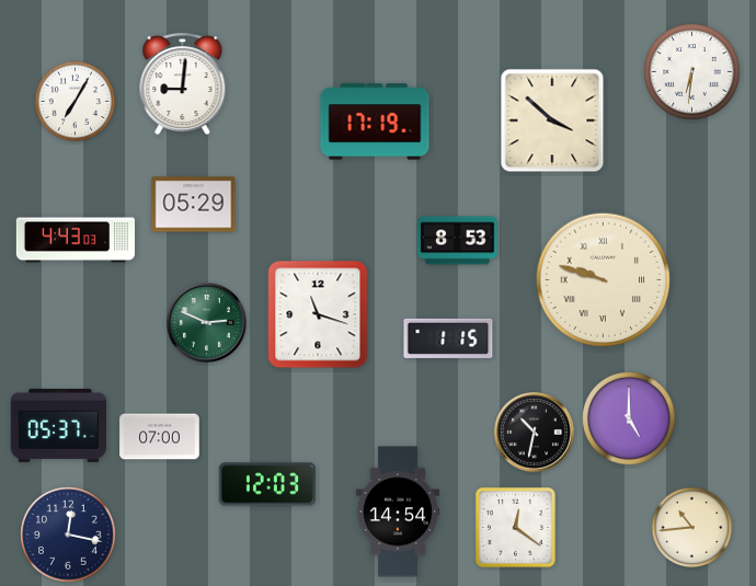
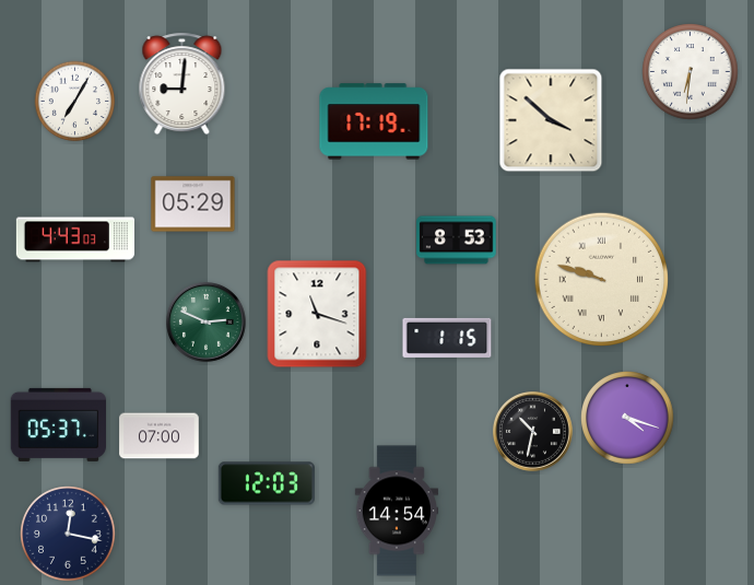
clock at (629, 418): 5:00 -> 4:18
clock at (515, 527): 12:21 -> none
clock at (692, 528): 10:44 -> none
